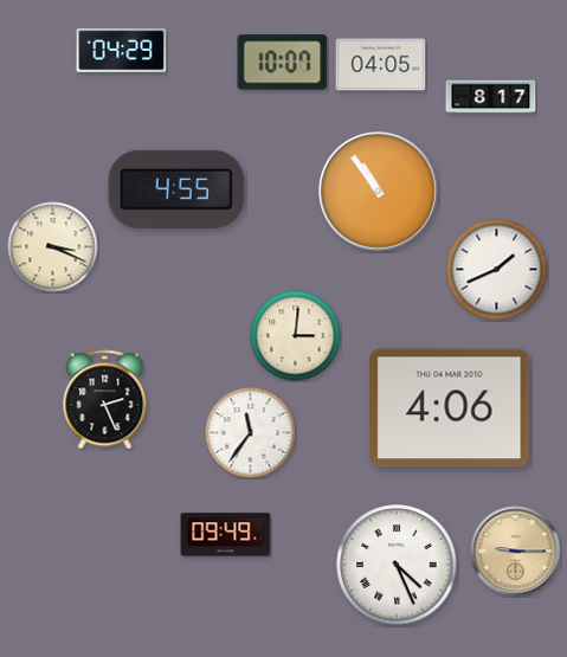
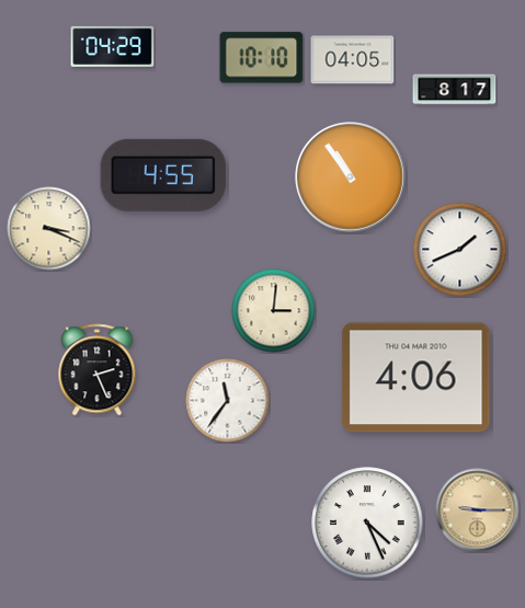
clock at (283, 63): 10:07 -> 10:10
clock at (251, 433) position: (251, 433) -> (228, 401)
clock at (226, 535): 09:49 -> none
